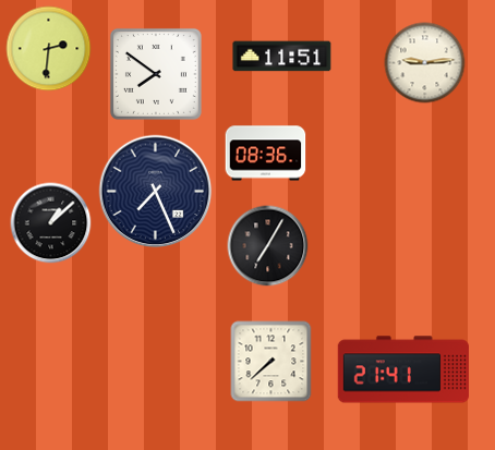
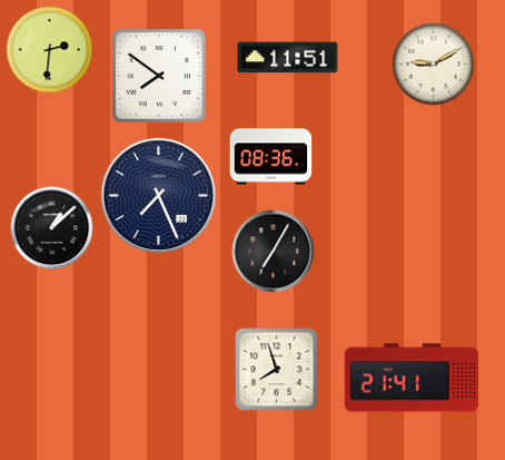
clock at (425, 63): 9:14 -> 9:10
clock at (271, 362): 7:38 -> 7:57
